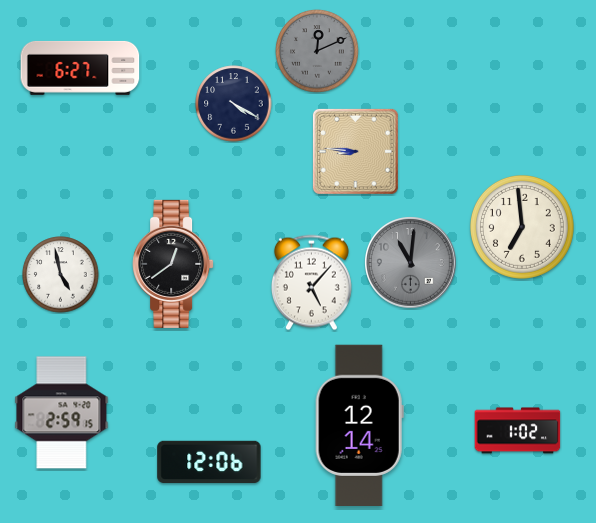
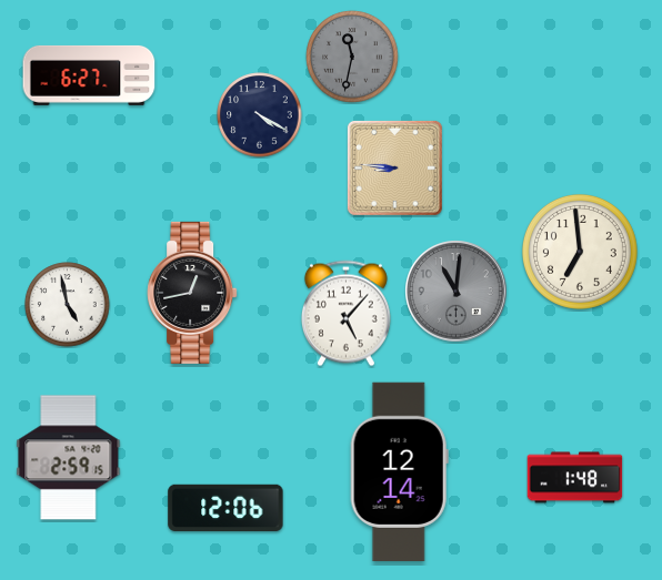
clock at (317, 51): 12:11 -> 11:32
clock at (173, 264): 12:39 -> 12:43
clock at (518, 431): 1:02 -> 1:48
clock at (209, 462) position: (209, 462) -> (225, 508)
